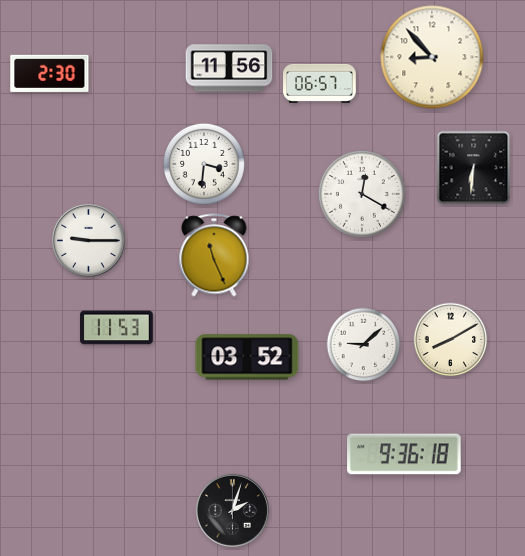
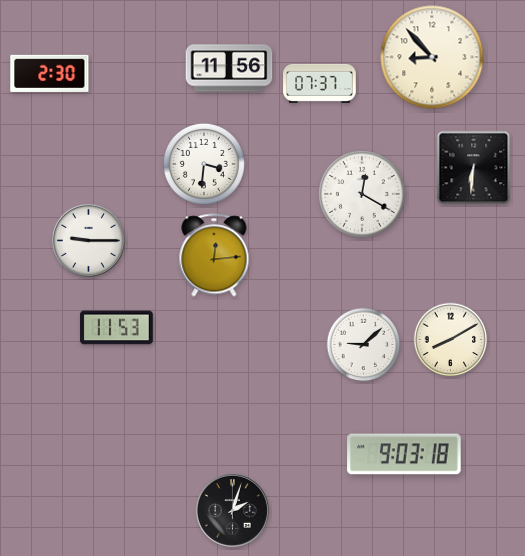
clock at (320, 83): 06:57 -> 07:37
clock at (214, 255): 11:26 -> 12:14
clock at (247, 357): 03:52 -> none
clock at (404, 454): 9:36 -> 9:03
